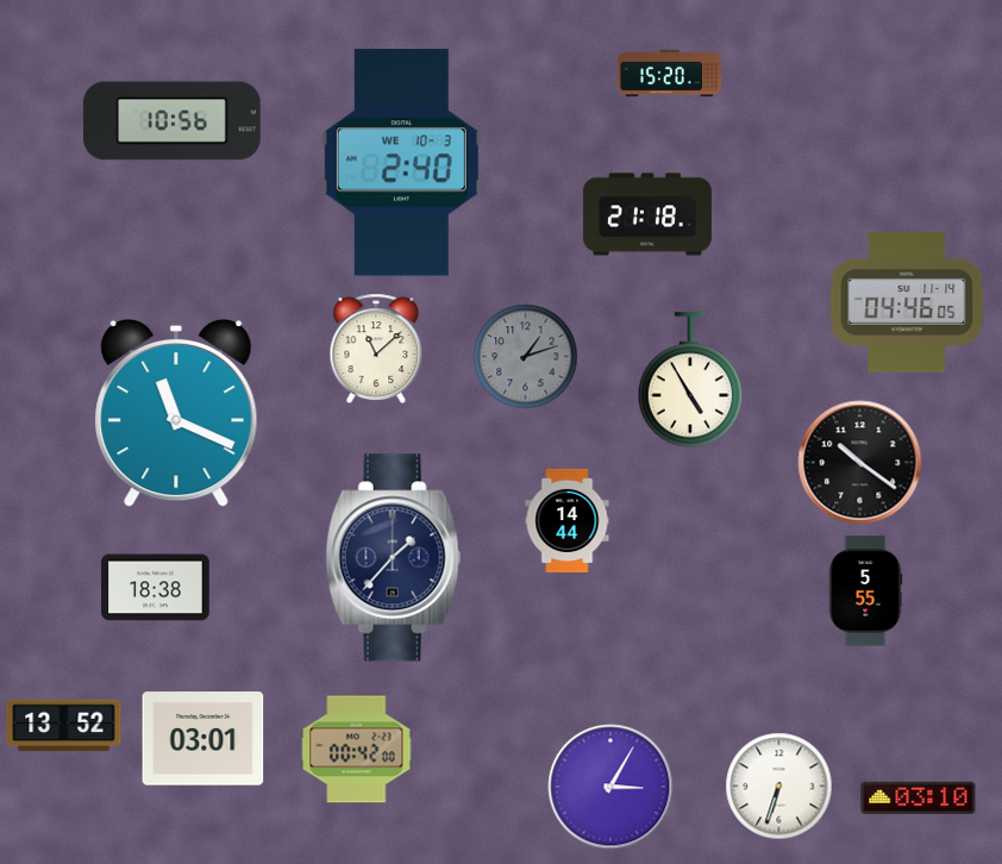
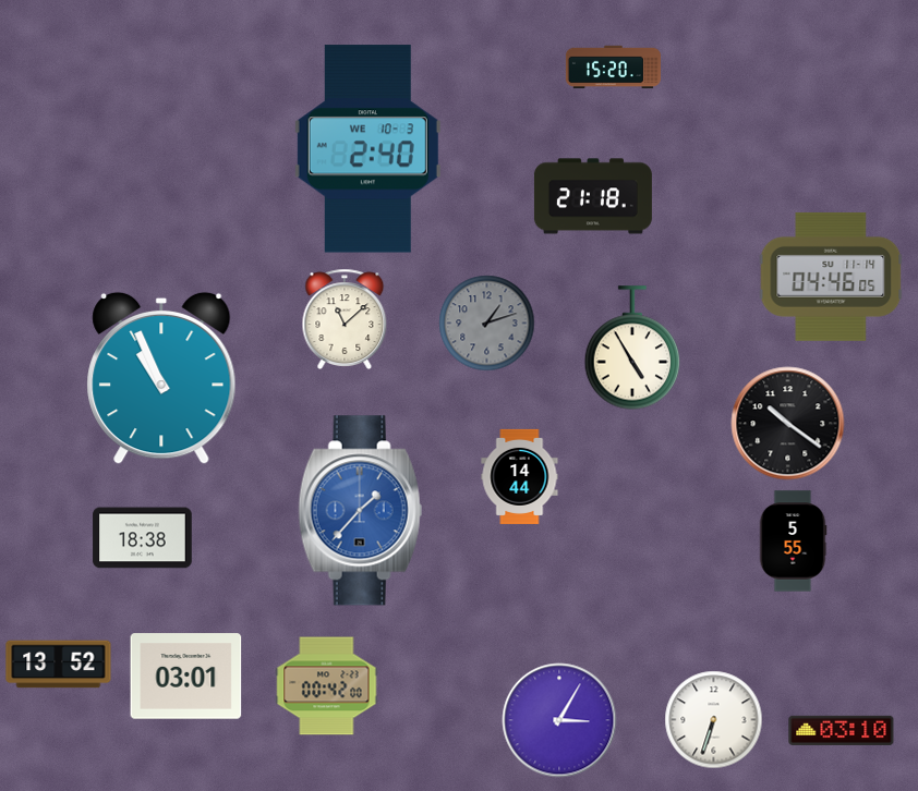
clock at (171, 121): 10:56 -> none
clock at (526, 357) position: (526, 357) -> (487, 324)
clock at (176, 413): 11:19 -> 10:56
clock at (394, 558) dial: navy -> blue
